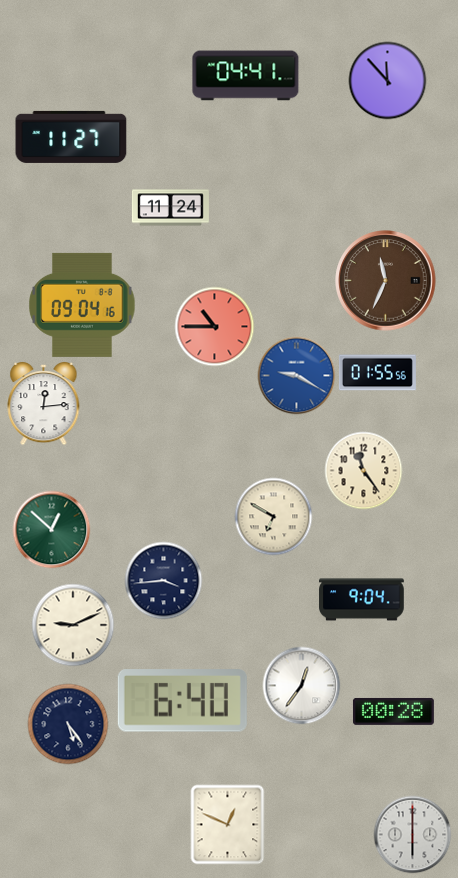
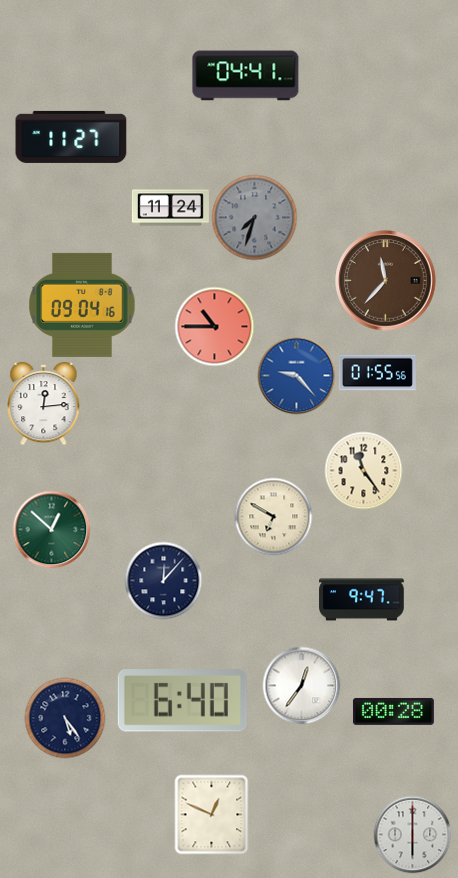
clock at (387, 80): 11:53 -> none
clock at (254, 217): none -> 7:33
clock at (386, 281): 11:34 -> 11:37
clock at (296, 375): 9:20 -> 9:23
clock at (163, 580): 3:44 -> 12:07
clock at (362, 600): 9:04 -> 9:47
clock at (73, 625): 9:11 -> none
clock at (68, 724) position: (68, 724) -> (65, 718)
clock at (228, 824) position: (228, 824) -> (212, 814)
